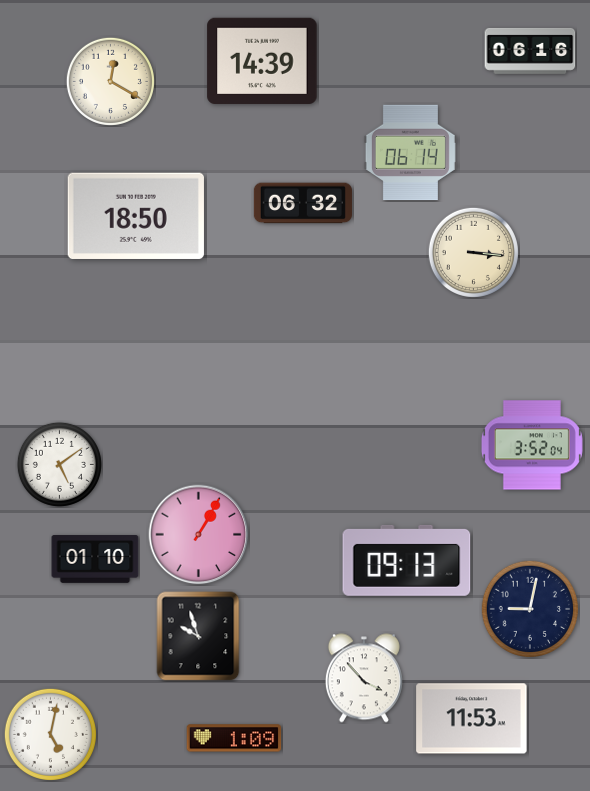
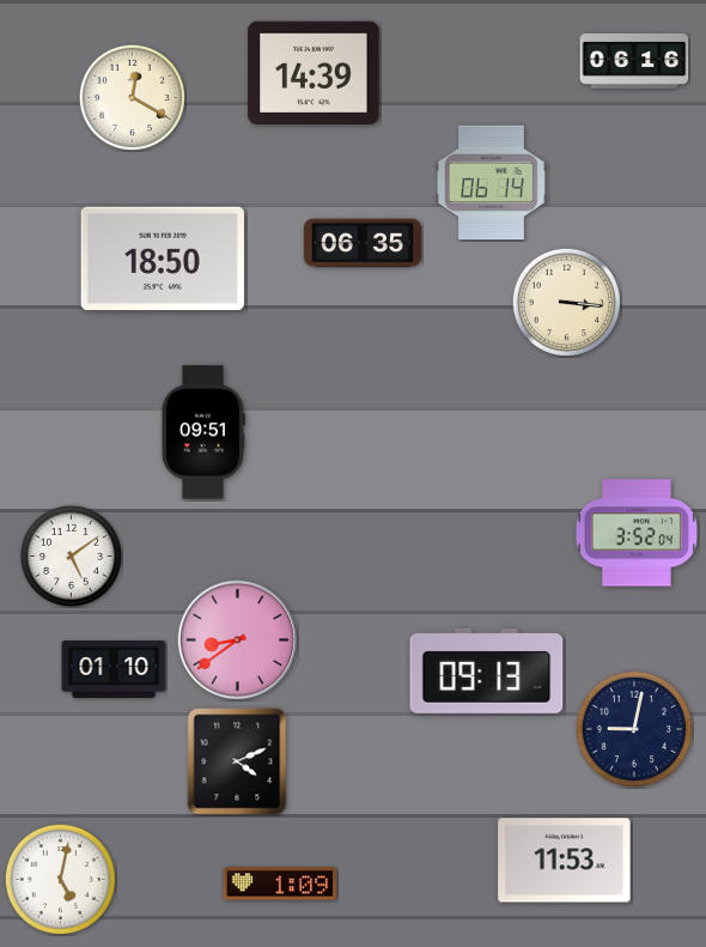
clock at (303, 203): 06:32 -> 06:35
clock at (202, 432): none -> 09:51
clock at (199, 535): 1:05 -> 8:39
clock at (198, 636): 9:57 -> 4:11
clock at (364, 678): 3:53 -> none
